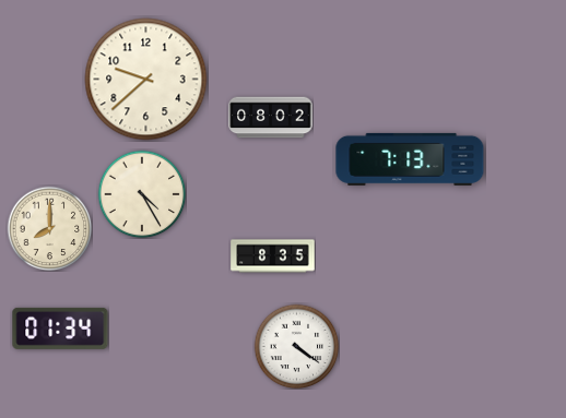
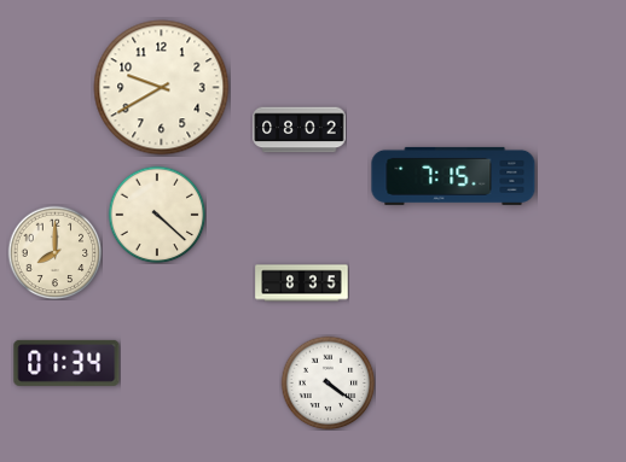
clock at (146, 80): 9:38 -> 9:40
clock at (410, 159): 7:13 -> 7:15
clock at (142, 194): 4:25 -> 4:22
